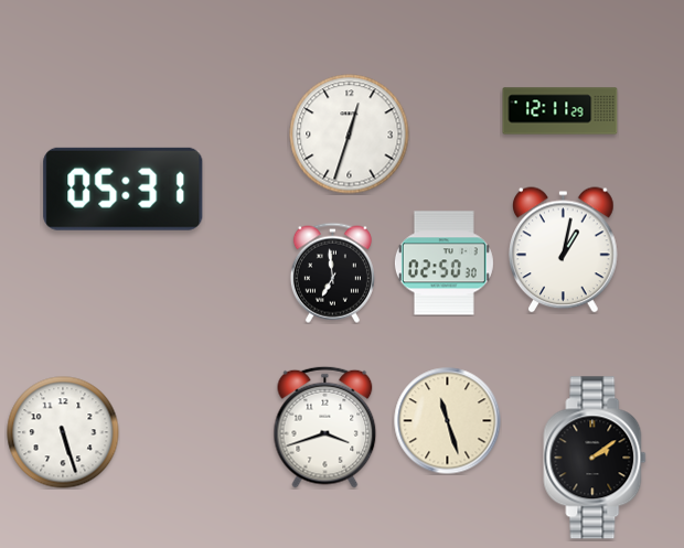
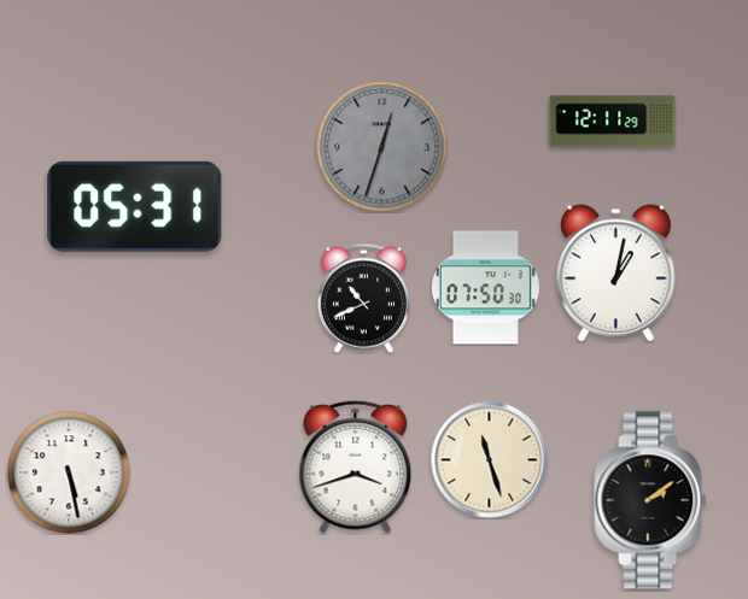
clock at (350, 135) dial: white -> grey
clock at (443, 264): 02:50 -> 07:50
clock at (332, 272): 6:59 -> 10:41
clock at (63, 432): 5:27 -> 5:28
